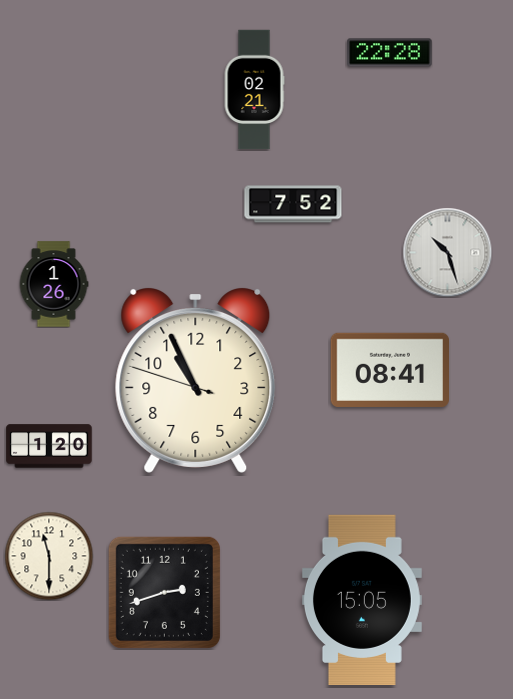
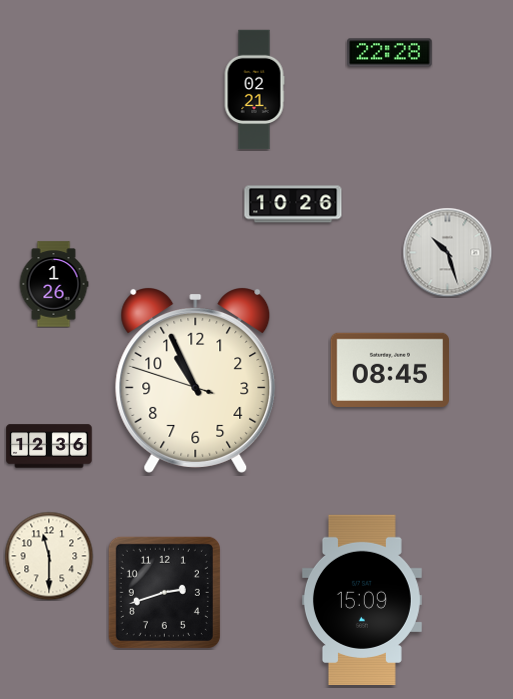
clock at (293, 204): 7:52 -> 10:26
clock at (390, 370): 08:41 -> 08:45
clock at (49, 446): 1:20 -> 12:36
clock at (362, 599): 15:05 -> 15:09
